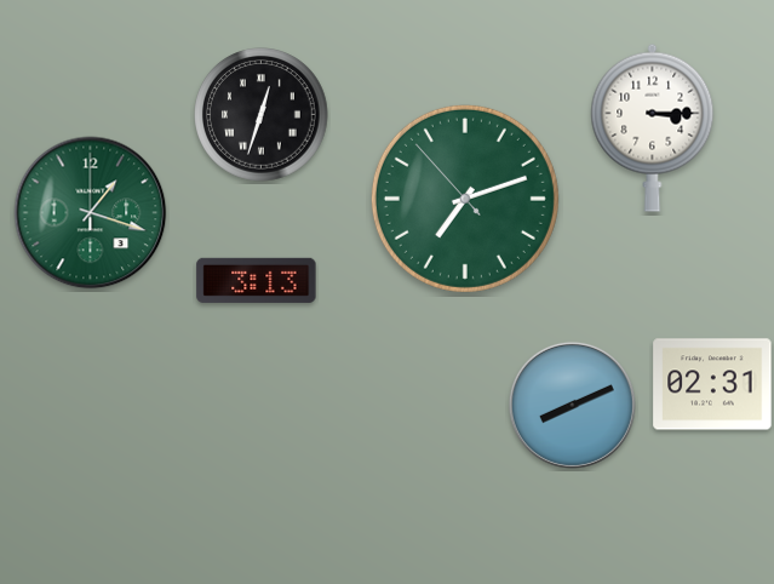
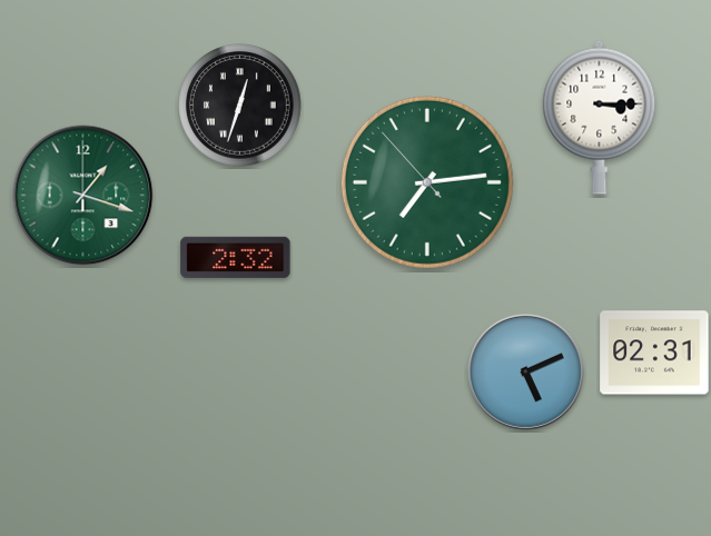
clock at (465, 199): 7:11 -> 7:13
clock at (257, 280): 3:13 -> 2:32
clock at (572, 405): 8:11 -> 5:11
